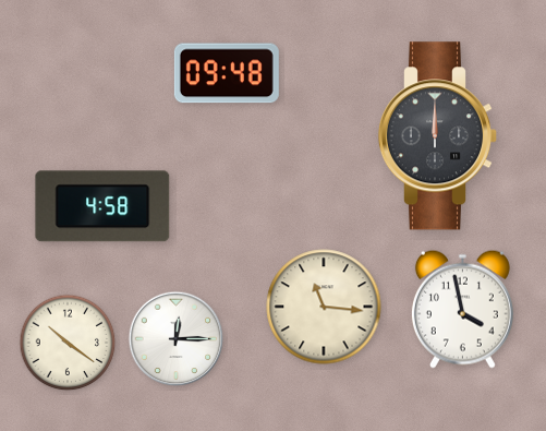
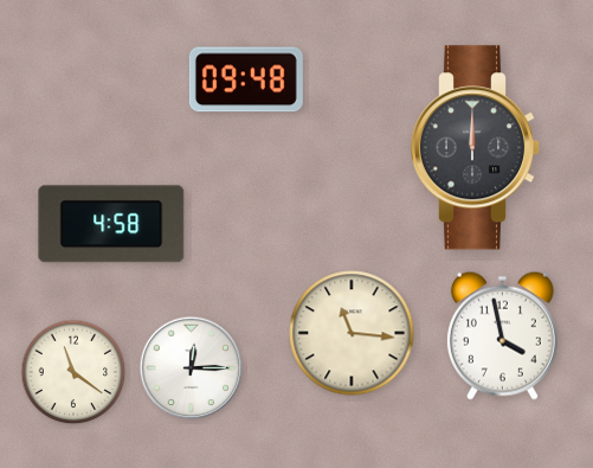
clock at (68, 343): 10:21 -> 11:21
